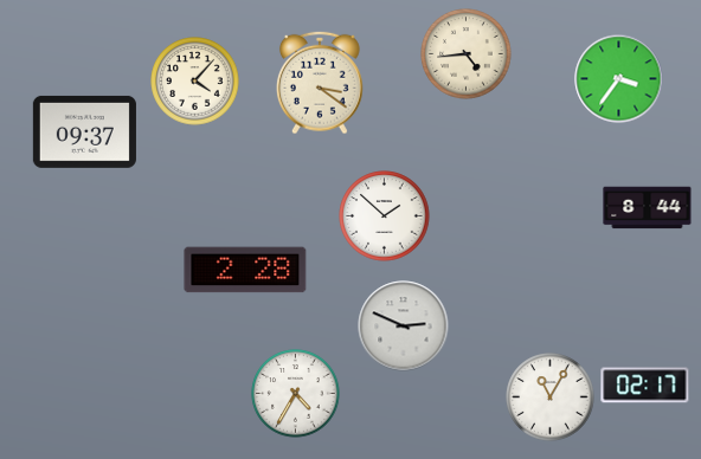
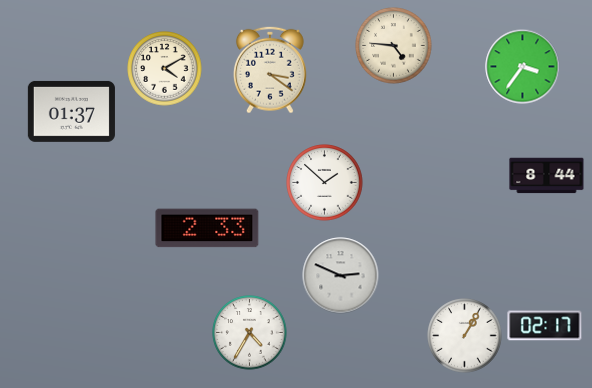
clock at (467, 54): 4:44 -> 4:46
clock at (195, 82): 4:07 -> 4:10
clock at (84, 131): 09:37 -> 01:37
clock at (245, 270): 2:28 -> 2:33
clock at (551, 397): 11:05 -> 1:05
